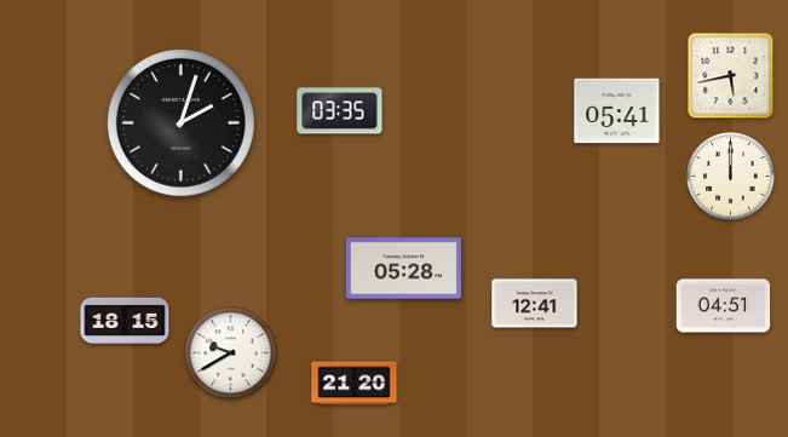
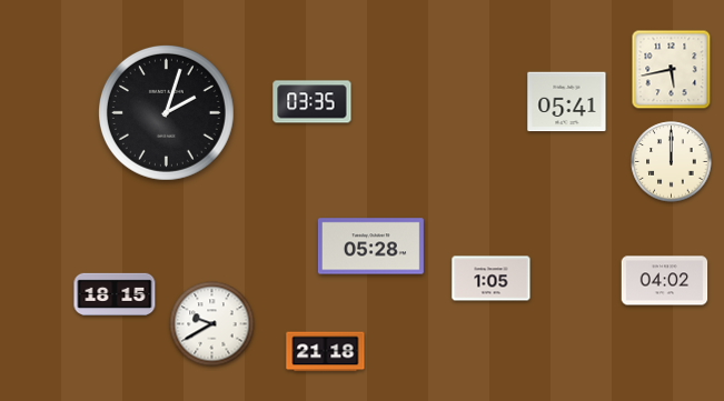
clock at (535, 304): 12:41 -> 1:05
clock at (724, 306): 04:51 -> 04:02
clock at (355, 384): 21:20 -> 21:18
